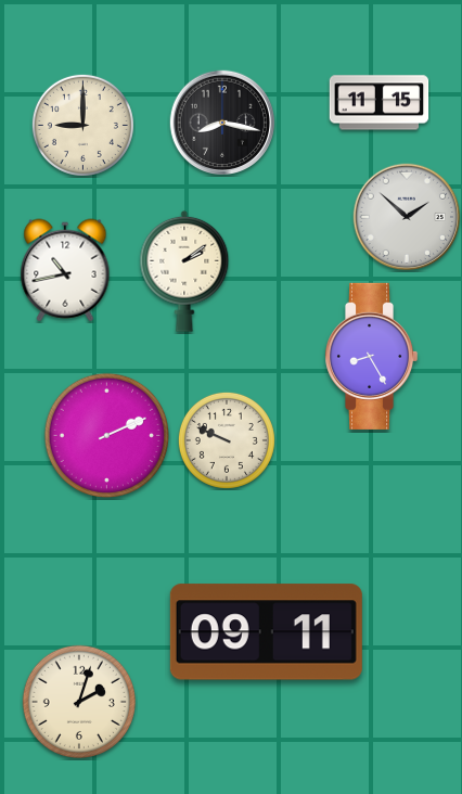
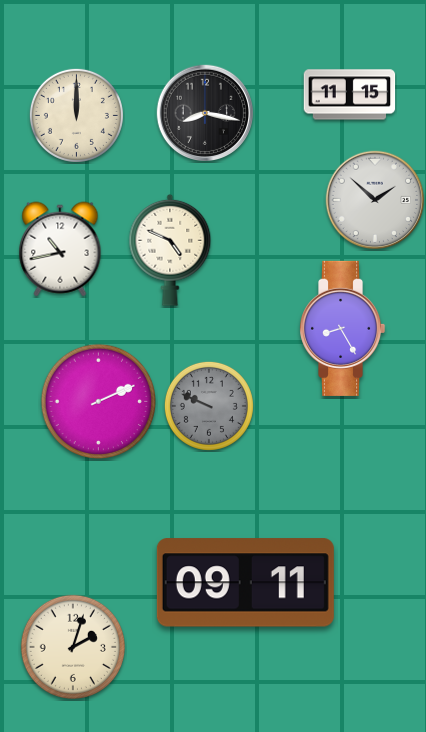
clock at (82, 125): 9:00 -> 12:00
clock at (184, 271): 2:09 -> 4:49
clock at (227, 440) dial: cream -> grey
